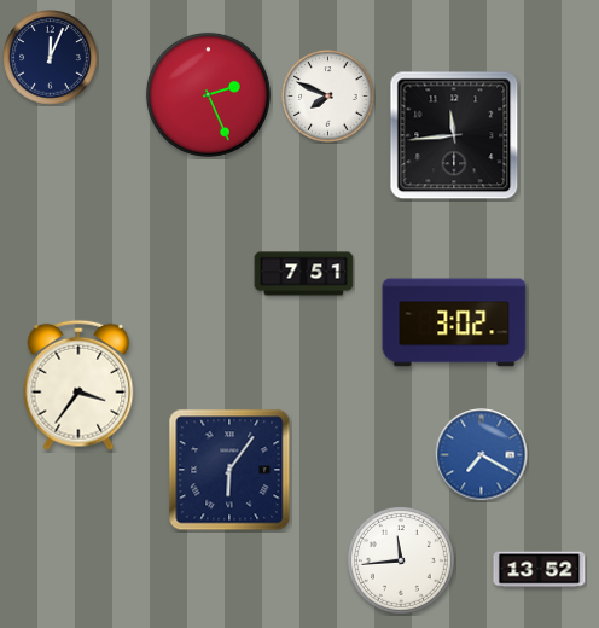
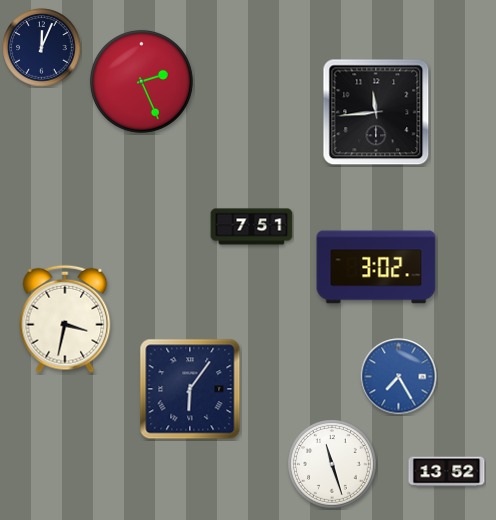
clock at (208, 94) position: (208, 94) -> (141, 81)
clock at (328, 97): 7:49 -> none
clock at (78, 385): 3:36 -> 3:32
clock at (482, 455): 7:20 -> 7:25
clock at (402, 562): 11:44 -> 11:27
